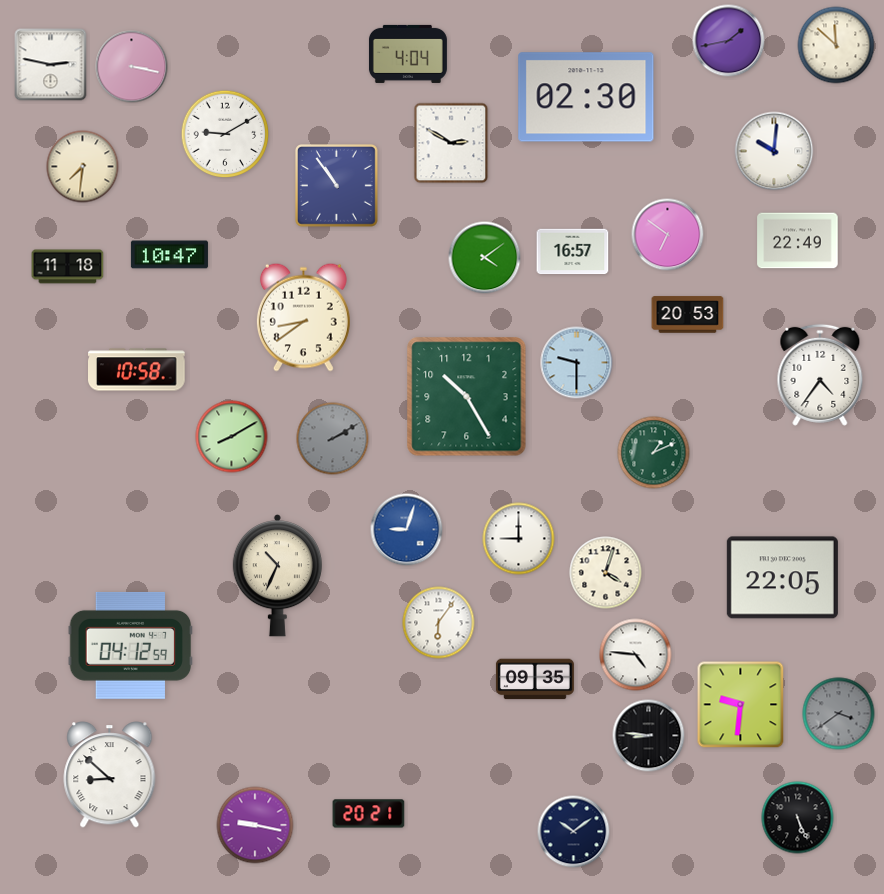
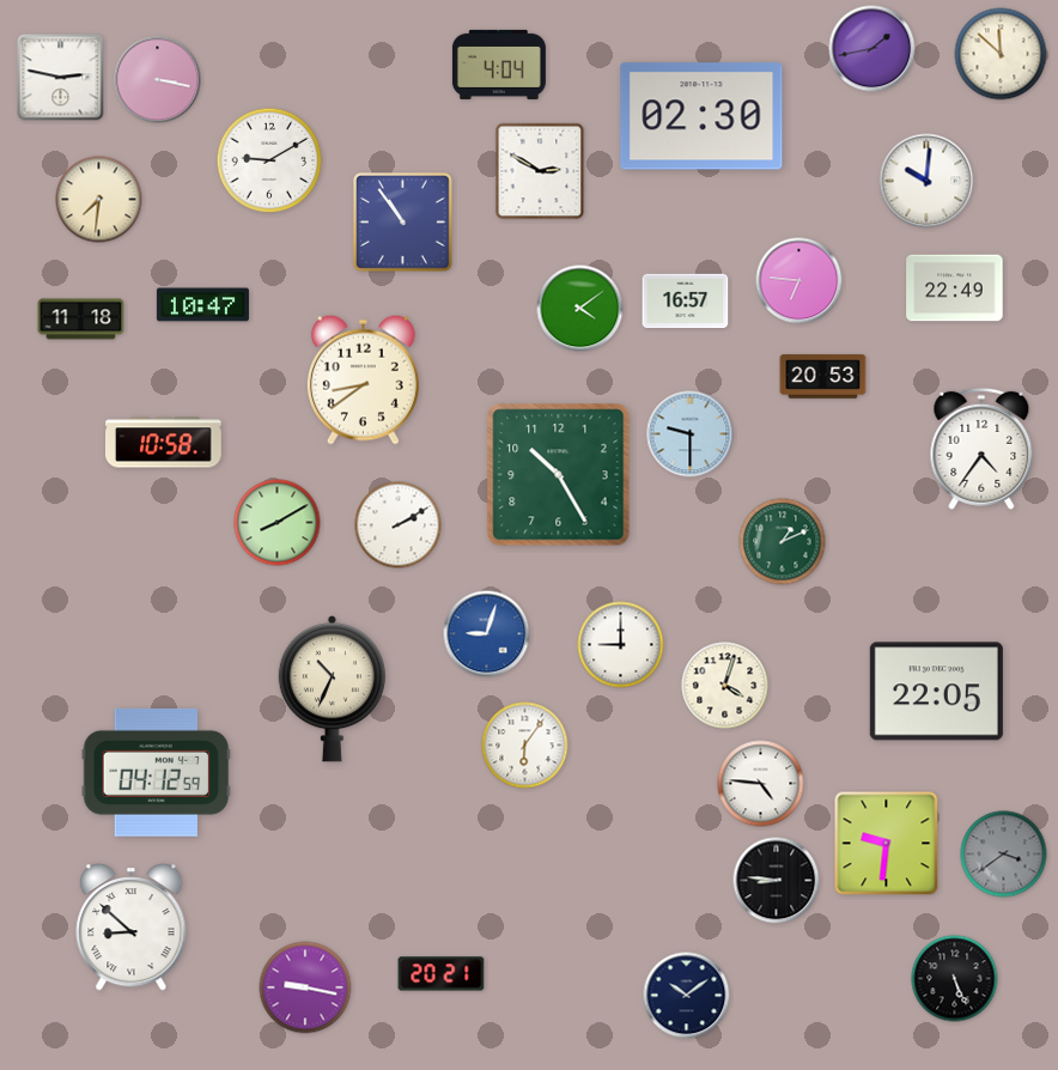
clock at (408, 54) position: (408, 54) -> (499, 65)
clock at (668, 235): 6:51 -> 6:46
clock at (333, 439) dial: grey -> white
clock at (535, 679): 09:35 -> none
